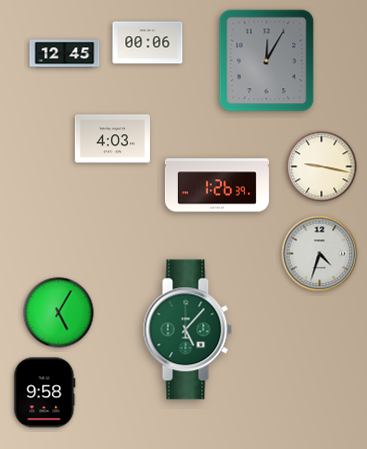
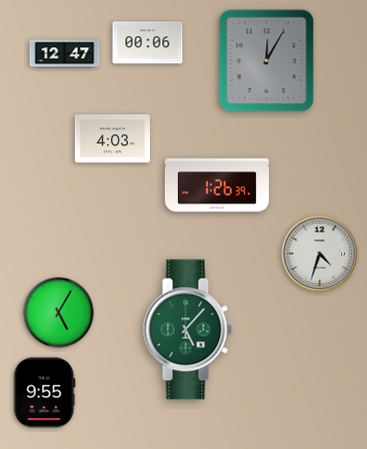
clock at (65, 54): 12:45 -> 12:47
clock at (322, 167): 9:17 -> none
clock at (45, 393): 9:58 -> 9:55
